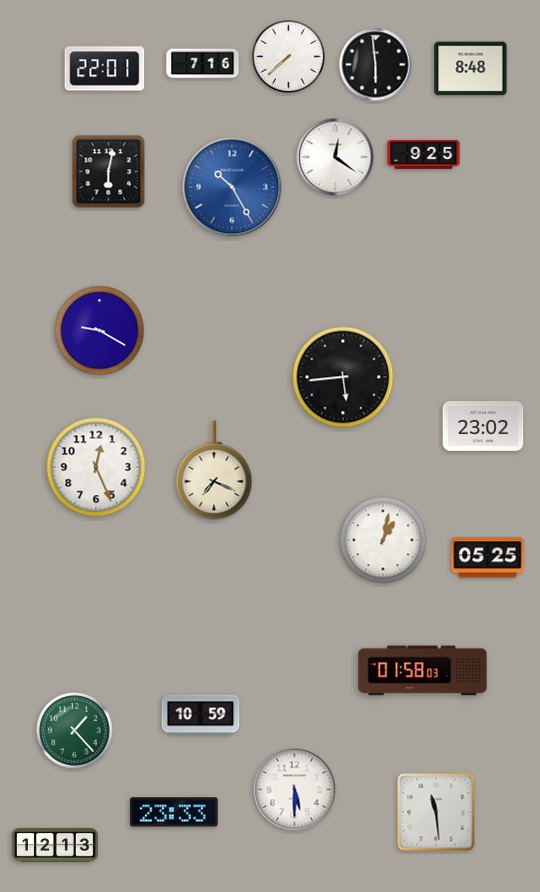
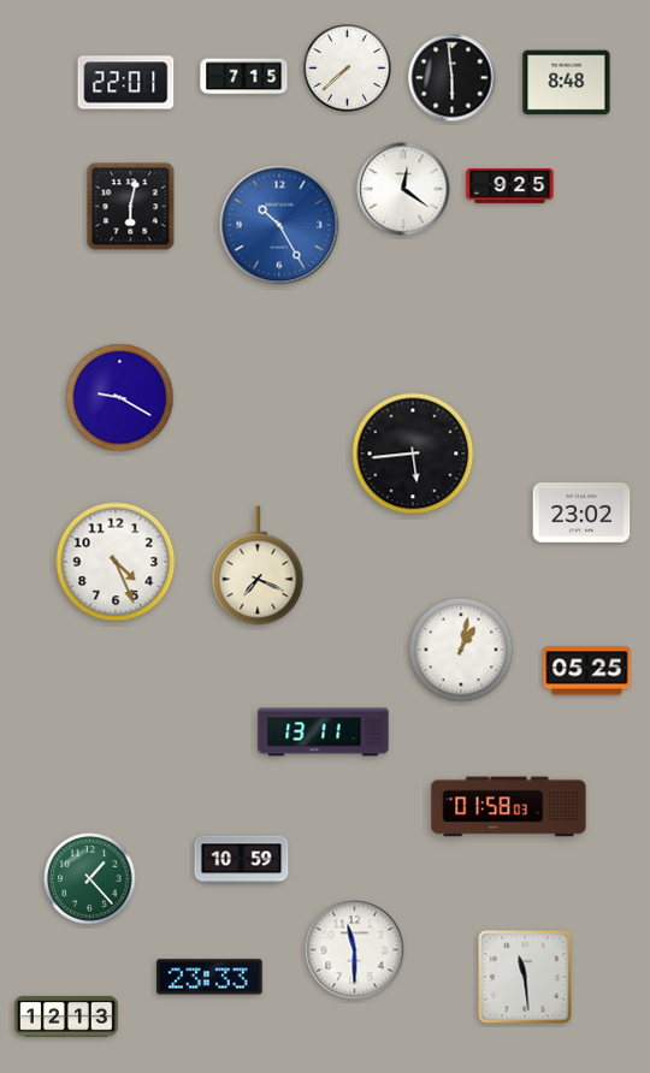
clock at (203, 64): 7:16 -> 7:15
clock at (96, 467): 12:26 -> 4:26
clock at (324, 733): none -> 13:11
clock at (295, 790): 5:30 -> 11:30
